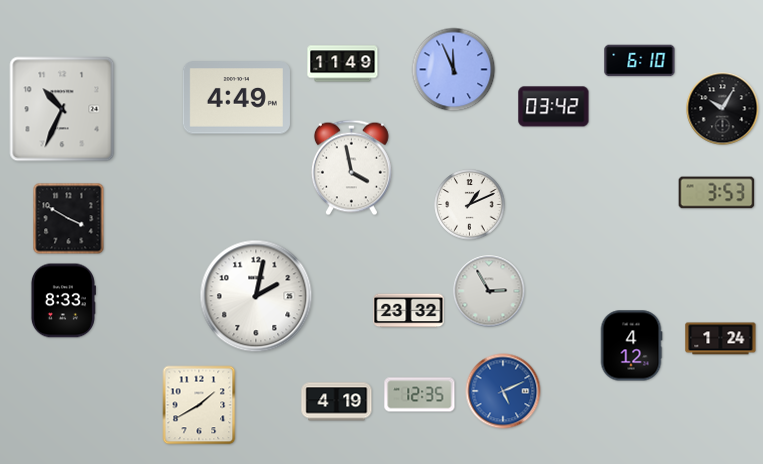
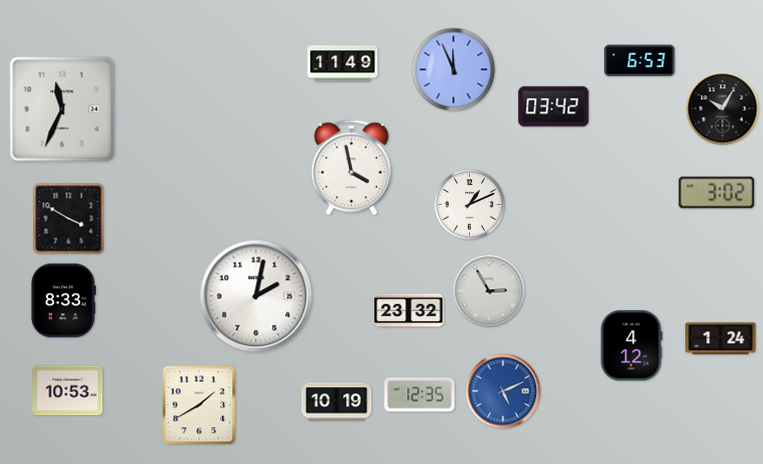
clock at (640, 61): 6:10 -> 6:53
clock at (236, 98): 4:49 -> none
clock at (62, 109): 10:34 -> 11:34
clock at (717, 193): 3:53 -> 3:02
clock at (68, 391): none -> 10:53
clock at (337, 402): 4:19 -> 10:19
